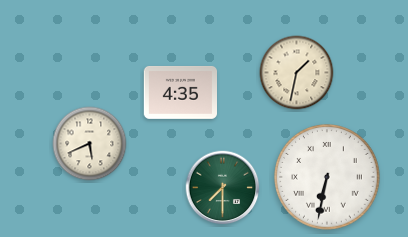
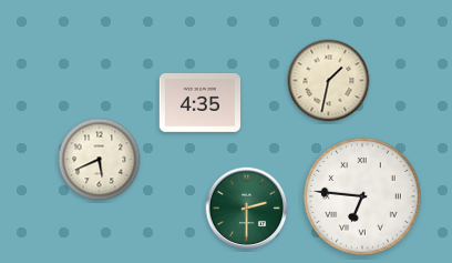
clock at (328, 178): 6:32 -> 6:46
clock at (223, 188): 7:30 -> 2:30
